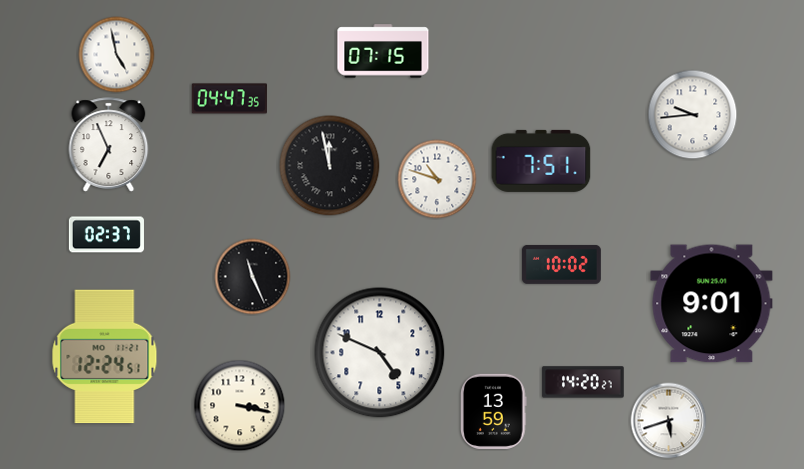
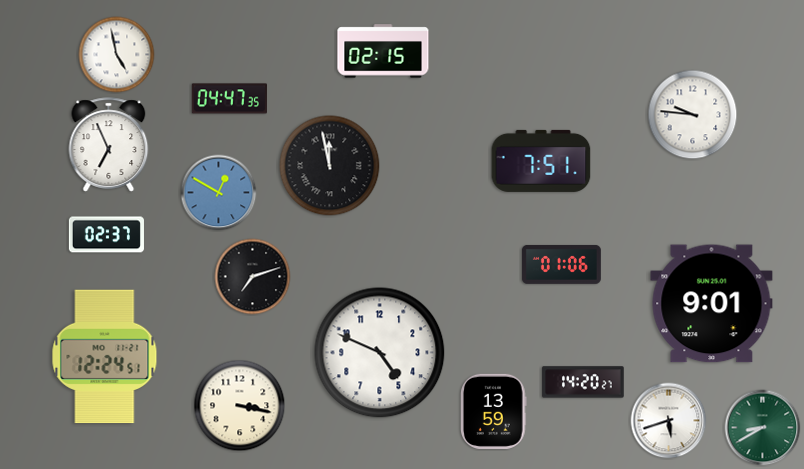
clock at (383, 51): 07:15 -> 02:15
clock at (693, 115): 9:44 -> 9:46
clock at (437, 179): 10:48 -> none
clock at (219, 193): none -> 12:50
clock at (561, 264): 10:02 -> 01:06
clock at (253, 277): 11:26 -> 7:12
clock at (763, 428): none -> 8:40
